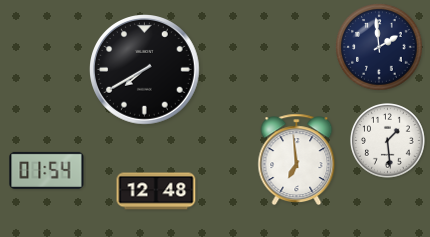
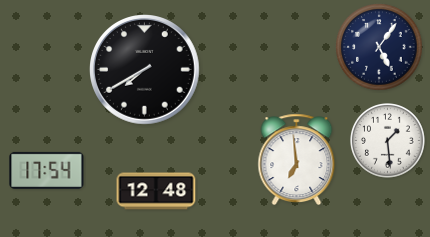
clock at (379, 47): 1:59 -> 5:06
clock at (47, 170): 01:54 -> 17:54
